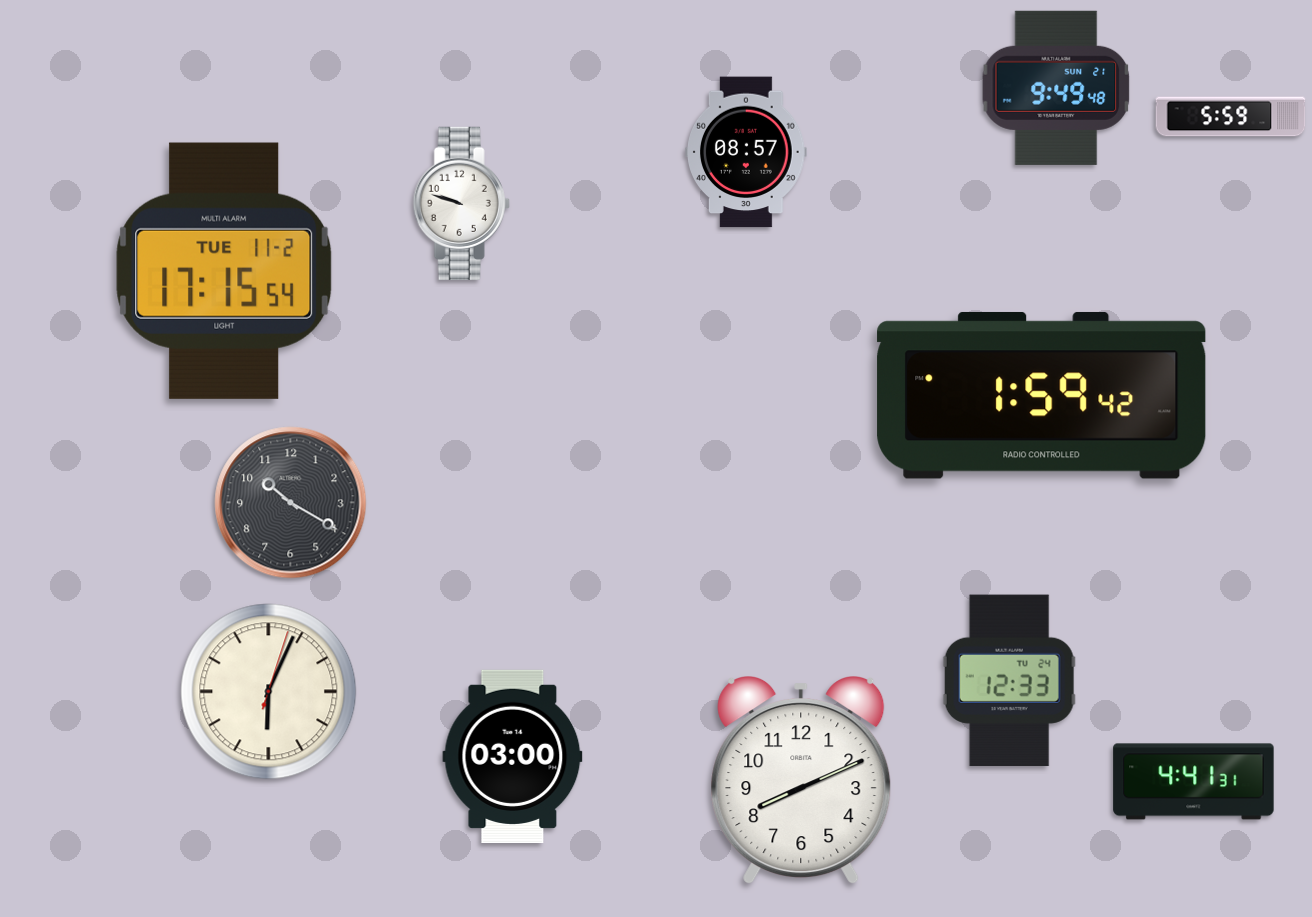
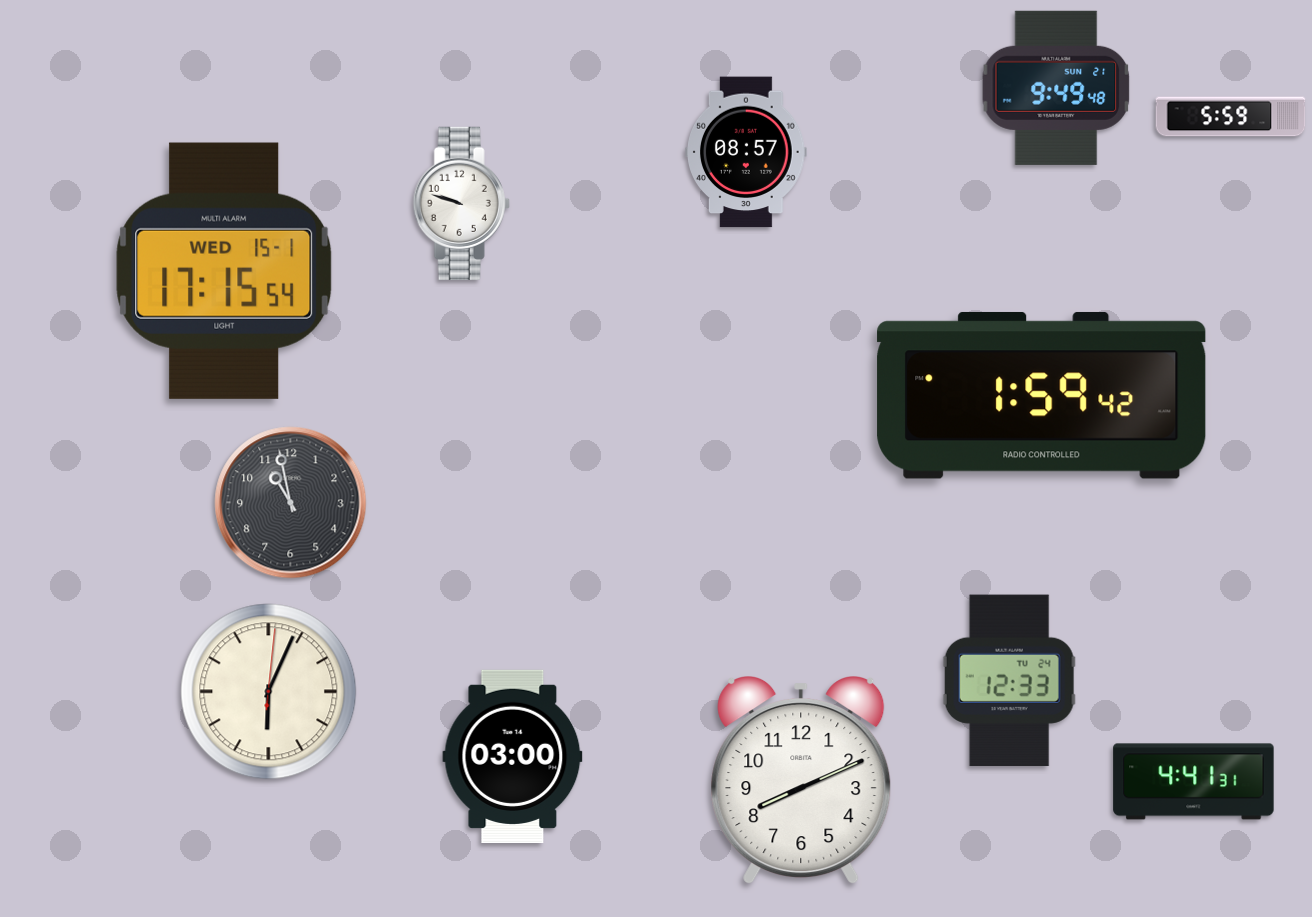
clock at (224, 271) date: TUE 11-2 -> WED 15-1
clock at (291, 503): 10:20 -> 10:58
clock at (269, 692): 6:04:03 -> 6:04:01
